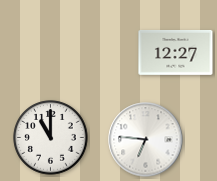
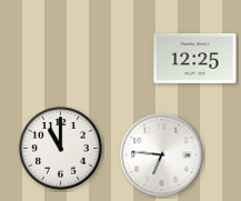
clock at (176, 52): 12:27 -> 12:25
clock at (51, 138) position: (51, 138) -> (61, 149)
